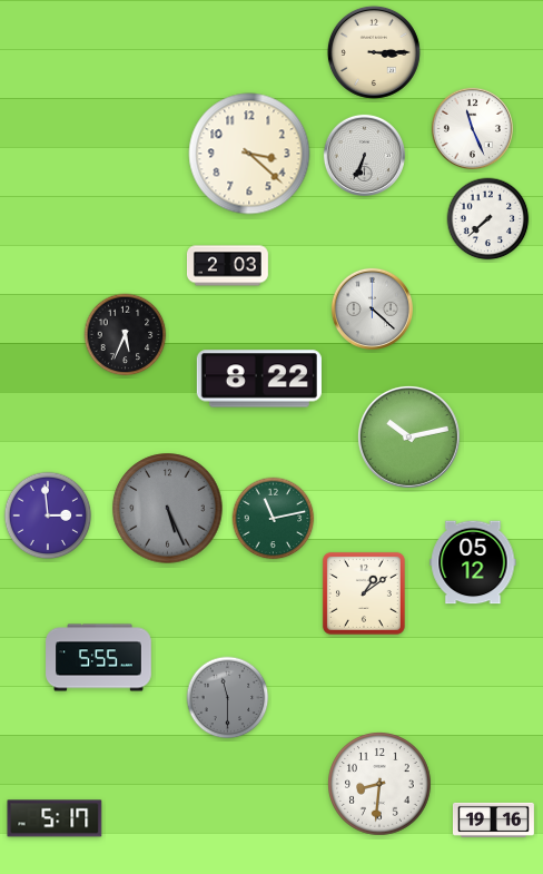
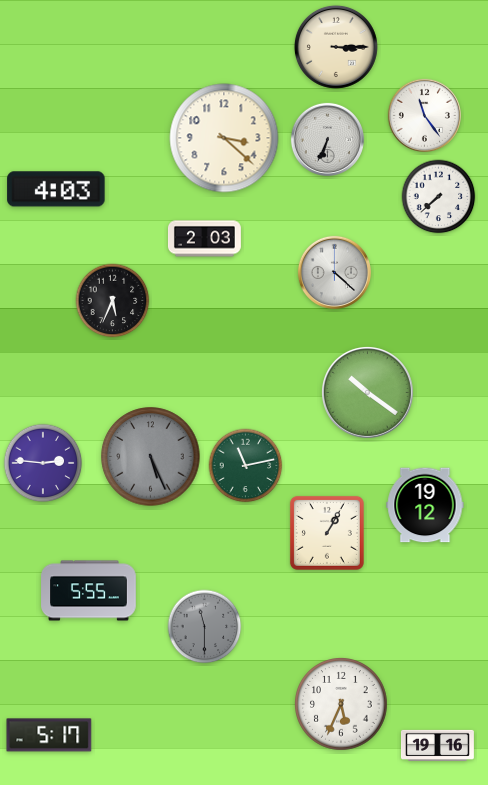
clock at (472, 128): 11:26 -> 11:24
clock at (56, 189): none -> 4:03
clock at (372, 308) position: (372, 308) -> (334, 272)
clock at (259, 379): 8:22 -> none
clock at (408, 436): 10:13 -> 10:21
clock at (48, 515): 2:59 -> 2:46
clock at (473, 562): 05:12 -> 19:12
clock at (364, 593): 1:09 -> 1:05
clock at (379, 784): 8:31 -> 5:34
clock at (493, 819) position: (493, 819) -> (437, 745)
